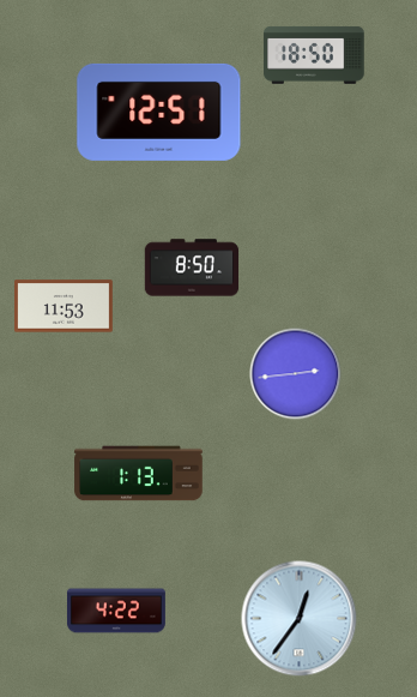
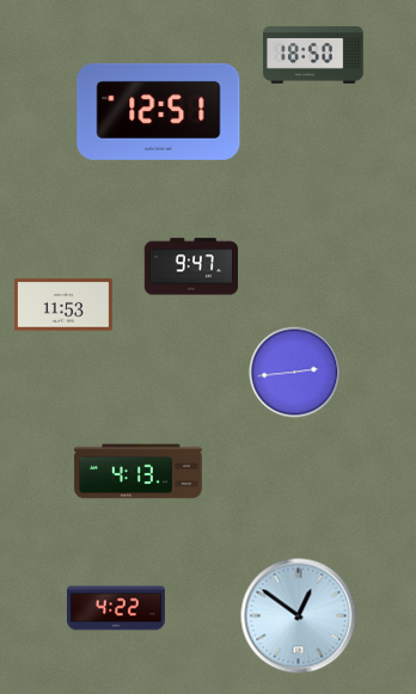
clock at (192, 268): 8:50 -> 9:47
clock at (139, 474): 1:13 -> 4:13
clock at (300, 619): 12:36 -> 12:51
